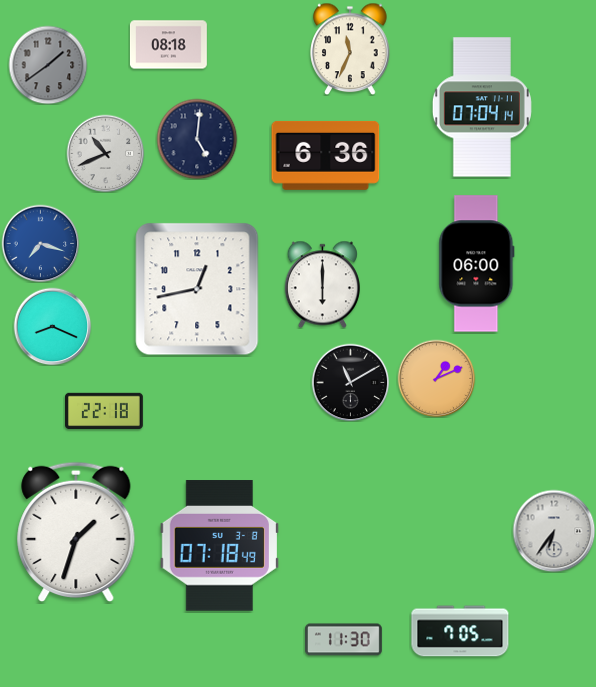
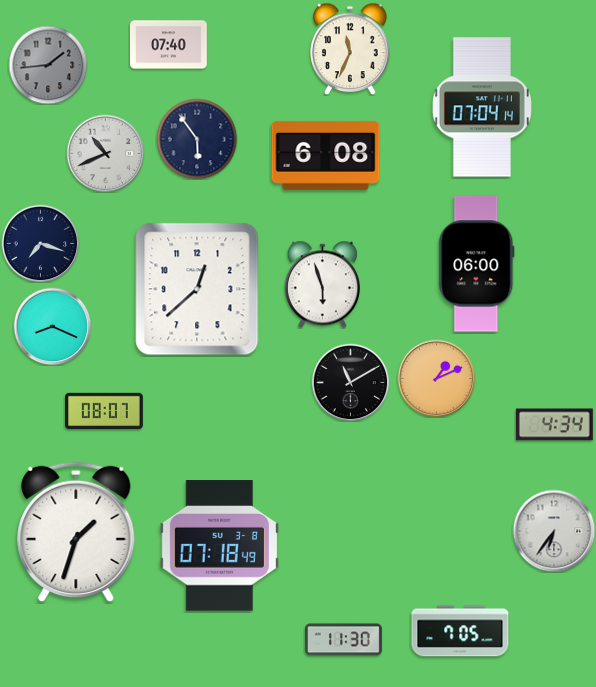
clock at (169, 45): 08:18 -> 07:40
clock at (48, 65): 1:39 -> 1:44
clock at (197, 139): 5:01 -> 5:54
clock at (326, 155): 6:36 -> 6:08
clock at (40, 243) dial: blue -> navy
clock at (322, 284): 6:00 -> 5:57
clock at (197, 289): 12:43 -> 12:38
clock at (105, 411): 22:18 -> 08:07
clock at (554, 425): none -> 4:34
